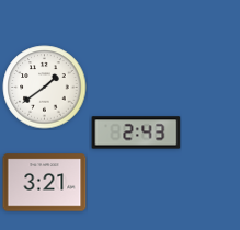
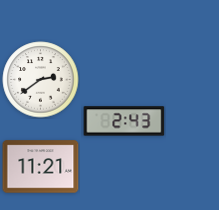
clock at (45, 88): 1:39 -> 2:39
clock at (45, 183): 3:21 -> 11:21
